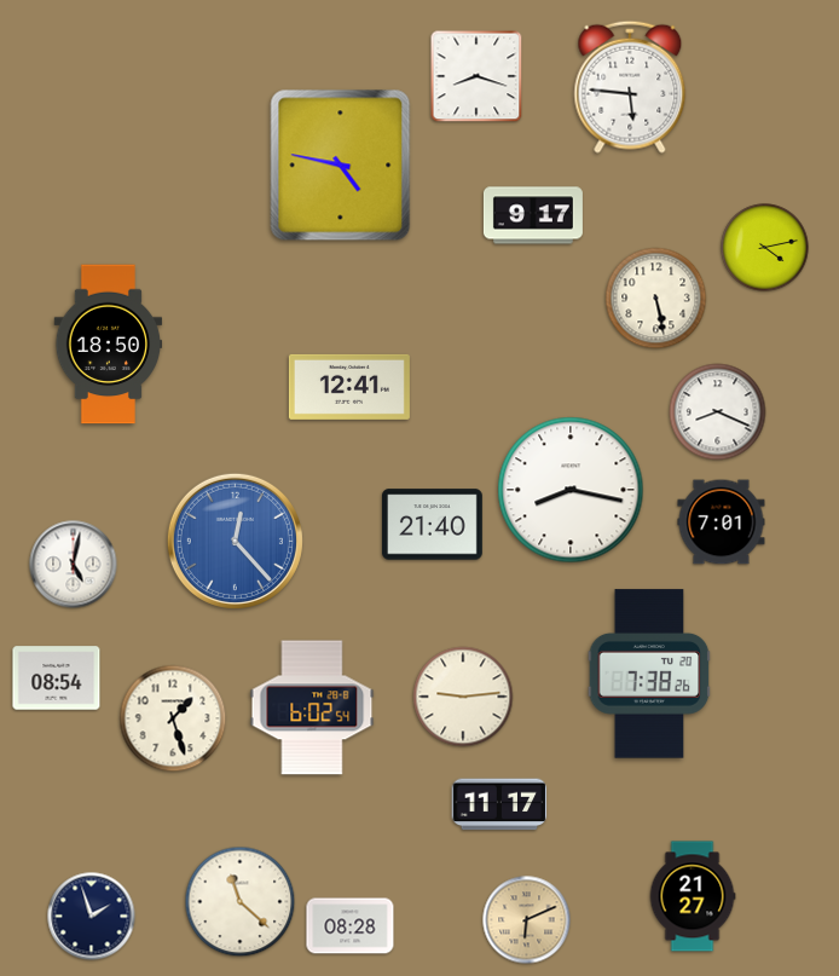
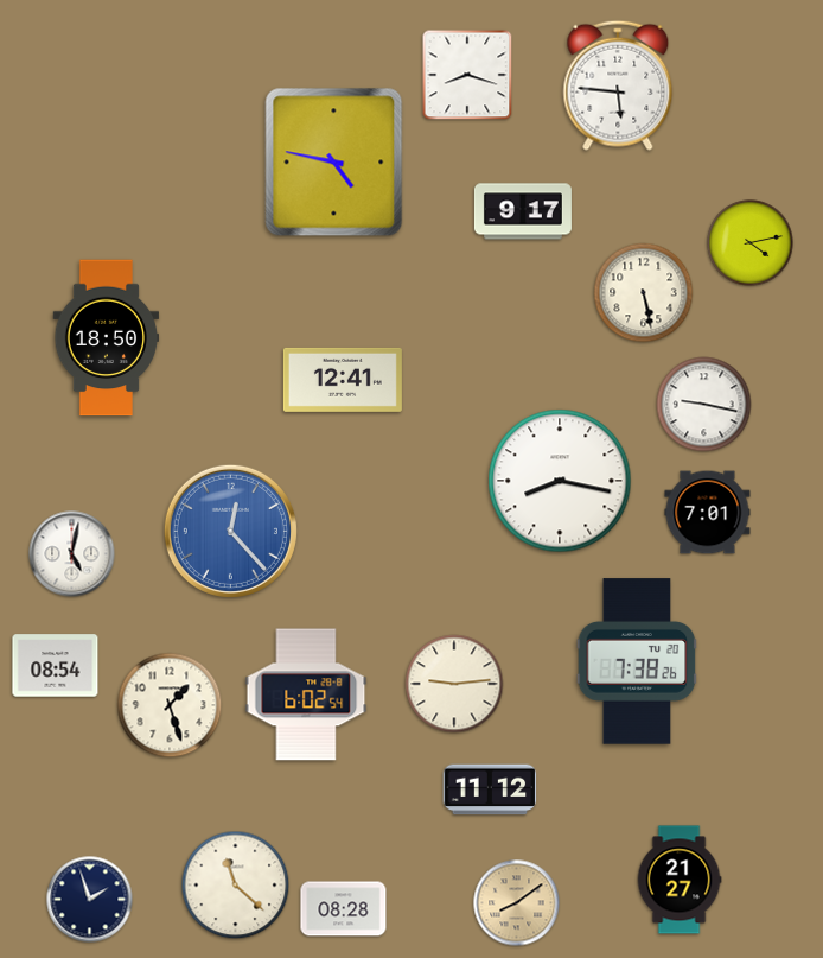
clock at (718, 412): 8:19 -> 9:17
clock at (432, 525): 21:40 -> none
clock at (499, 804): 11:17 -> 11:12
clock at (527, 920): 6:11 -> 8:09
